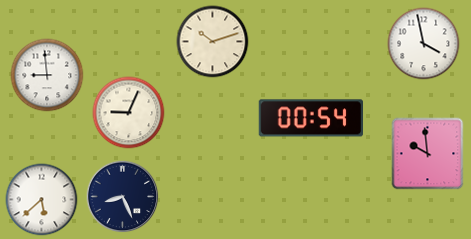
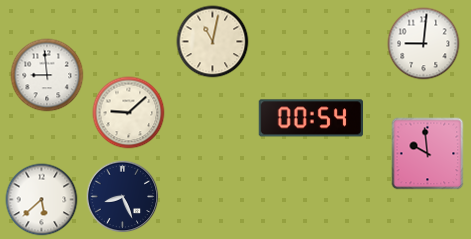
clock at (213, 42): 10:12 -> 11:02
clock at (424, 44): 3:58 -> 9:01
clock at (129, 113): 9:04 -> 9:08
